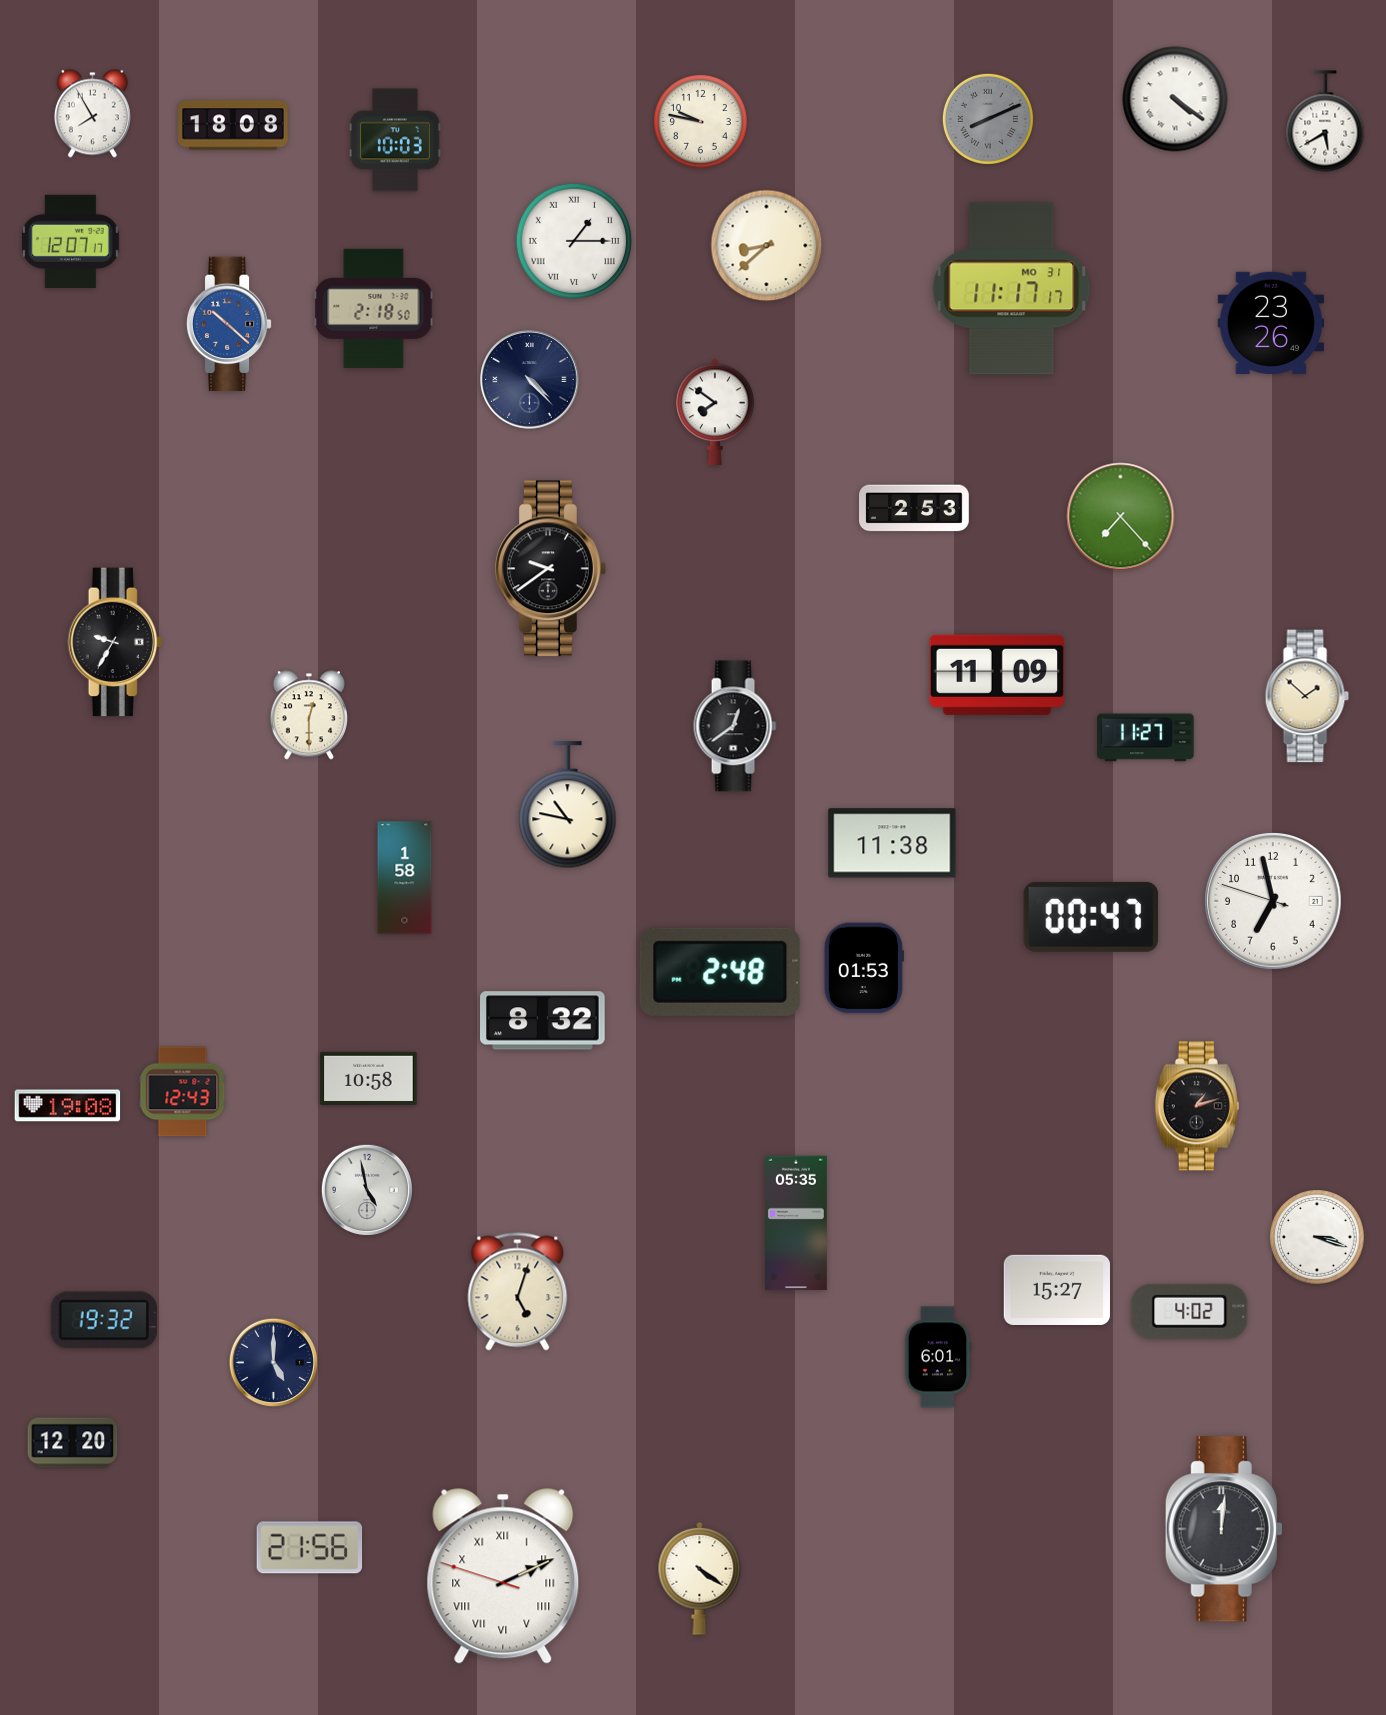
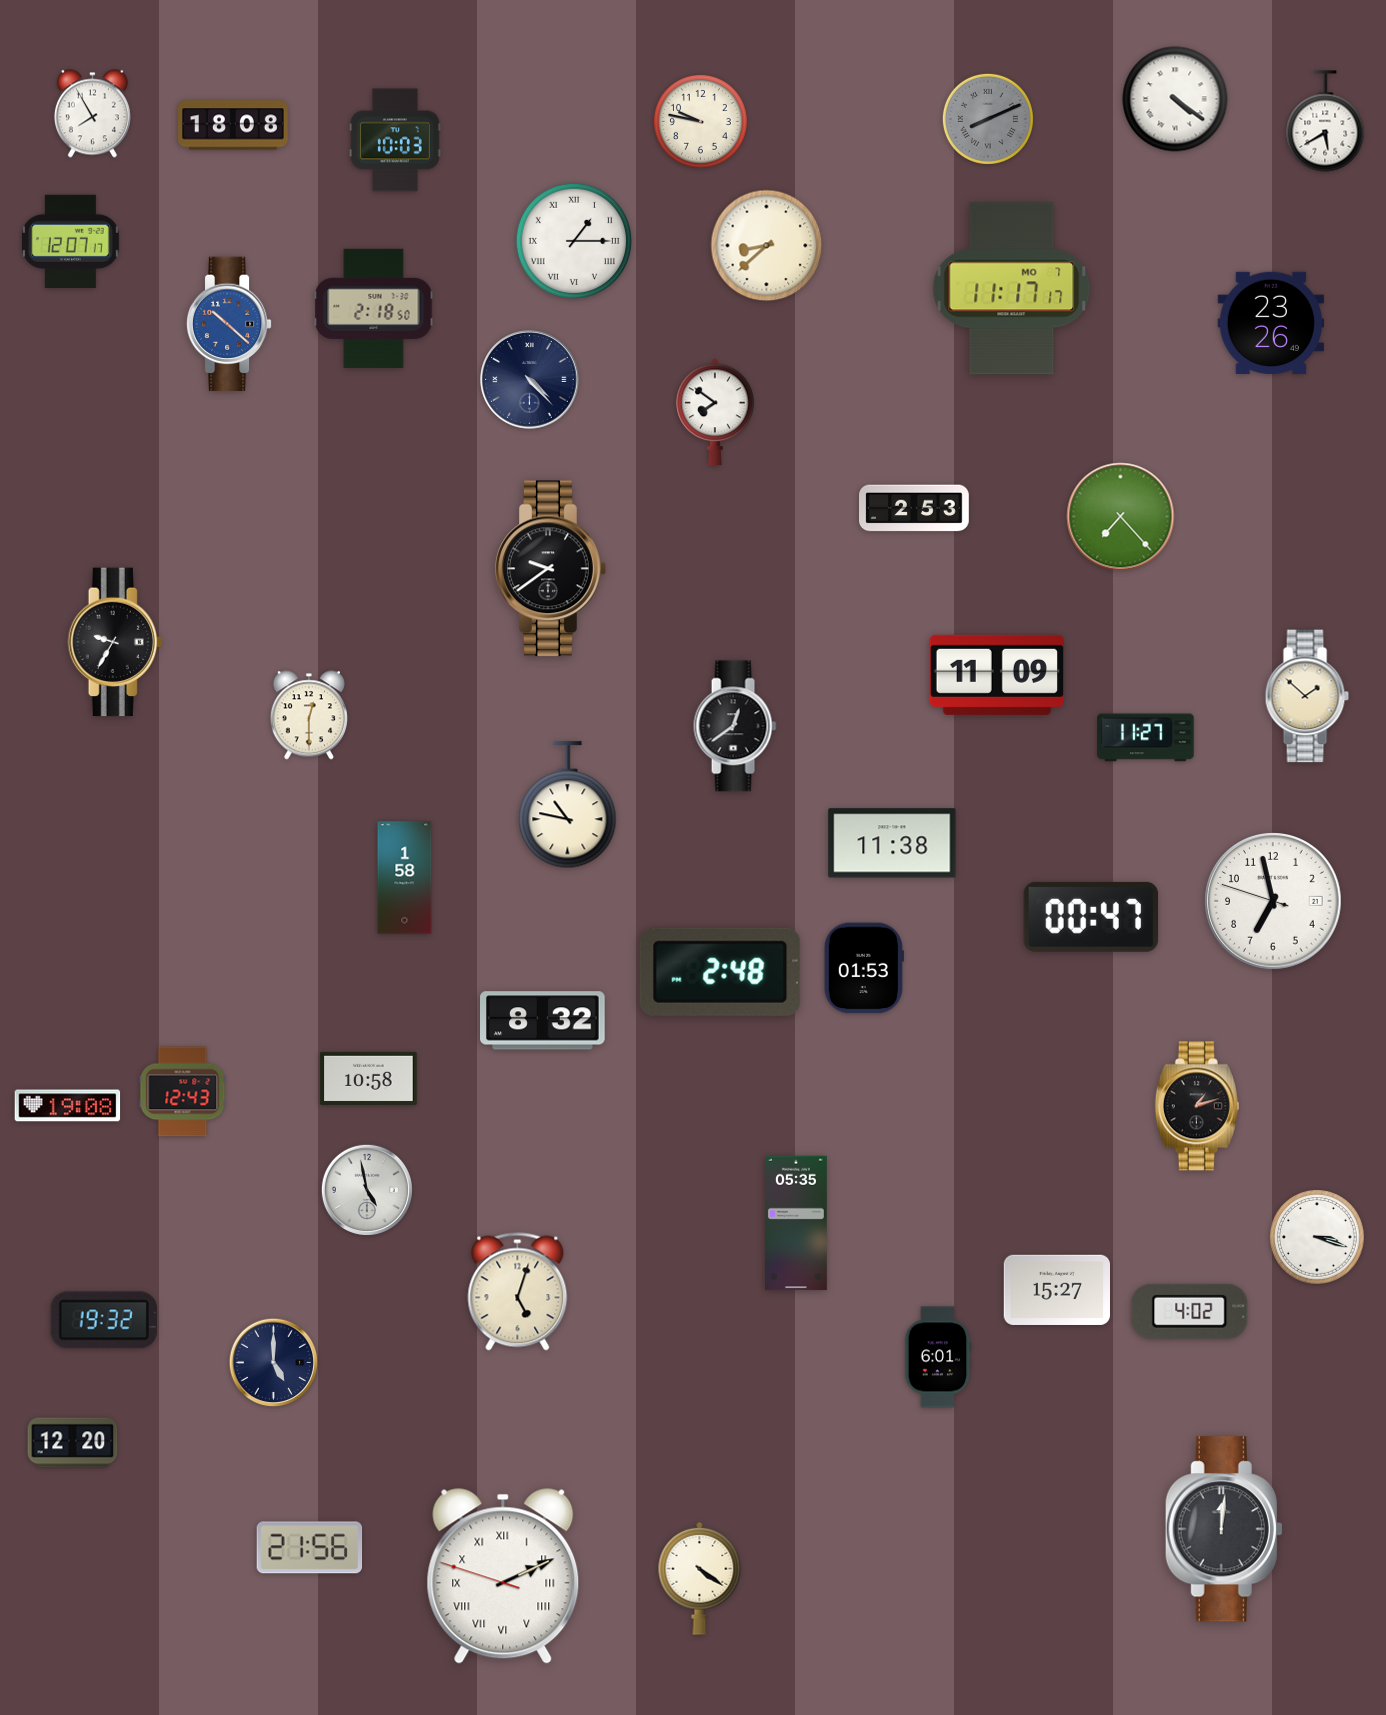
clock at (1012, 289) date: MO 31 -> MO 7
